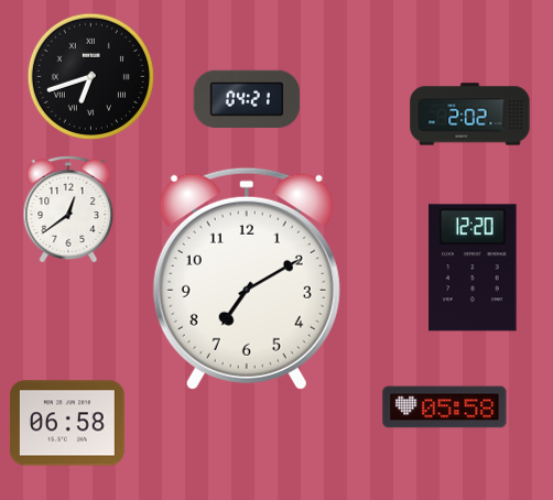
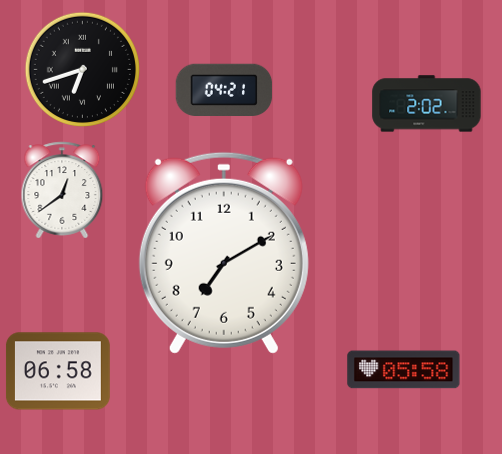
clock at (473, 268): 12:20 -> none
clock at (67, 423) position: (67, 423) -> (58, 371)
